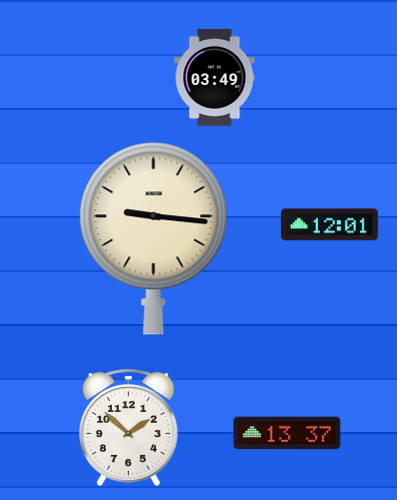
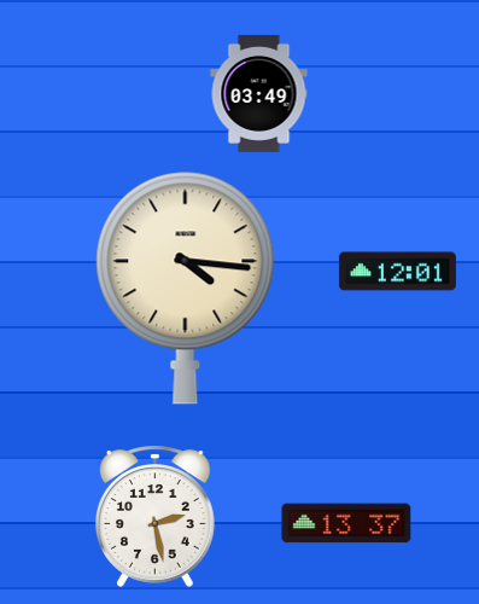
clock at (154, 238): 9:16 -> 4:16
clock at (128, 427): 1:52 -> 2:28
